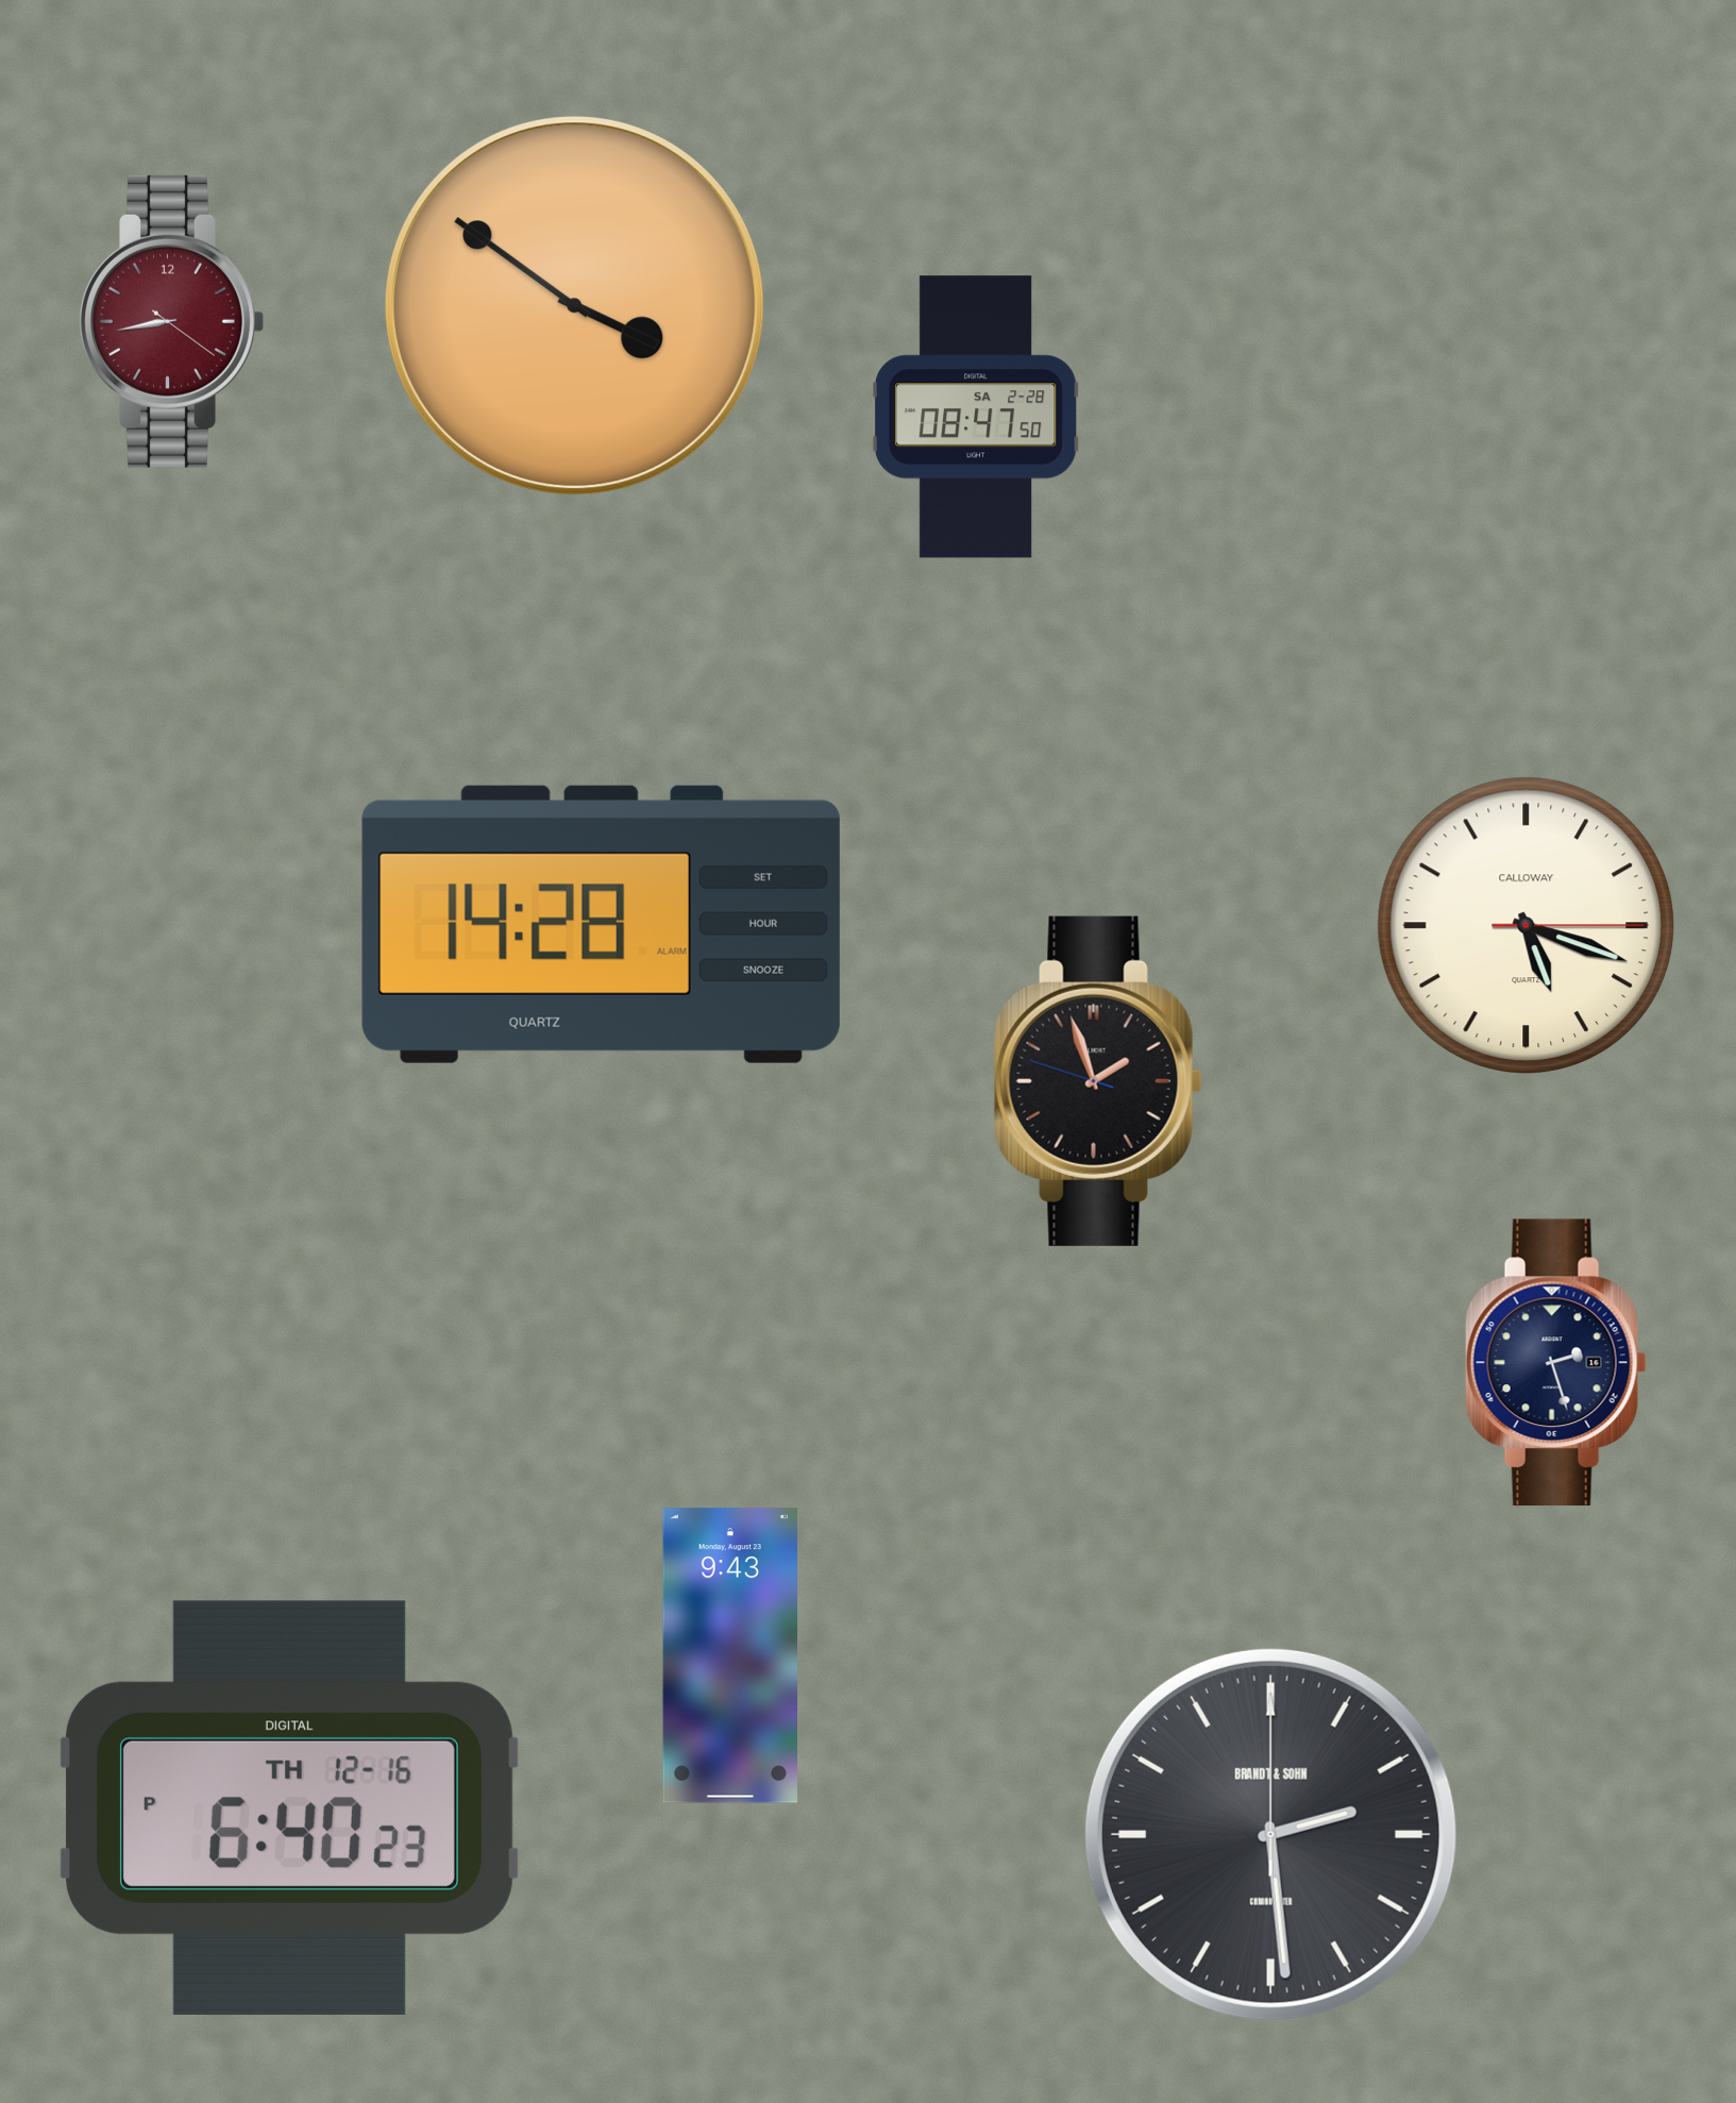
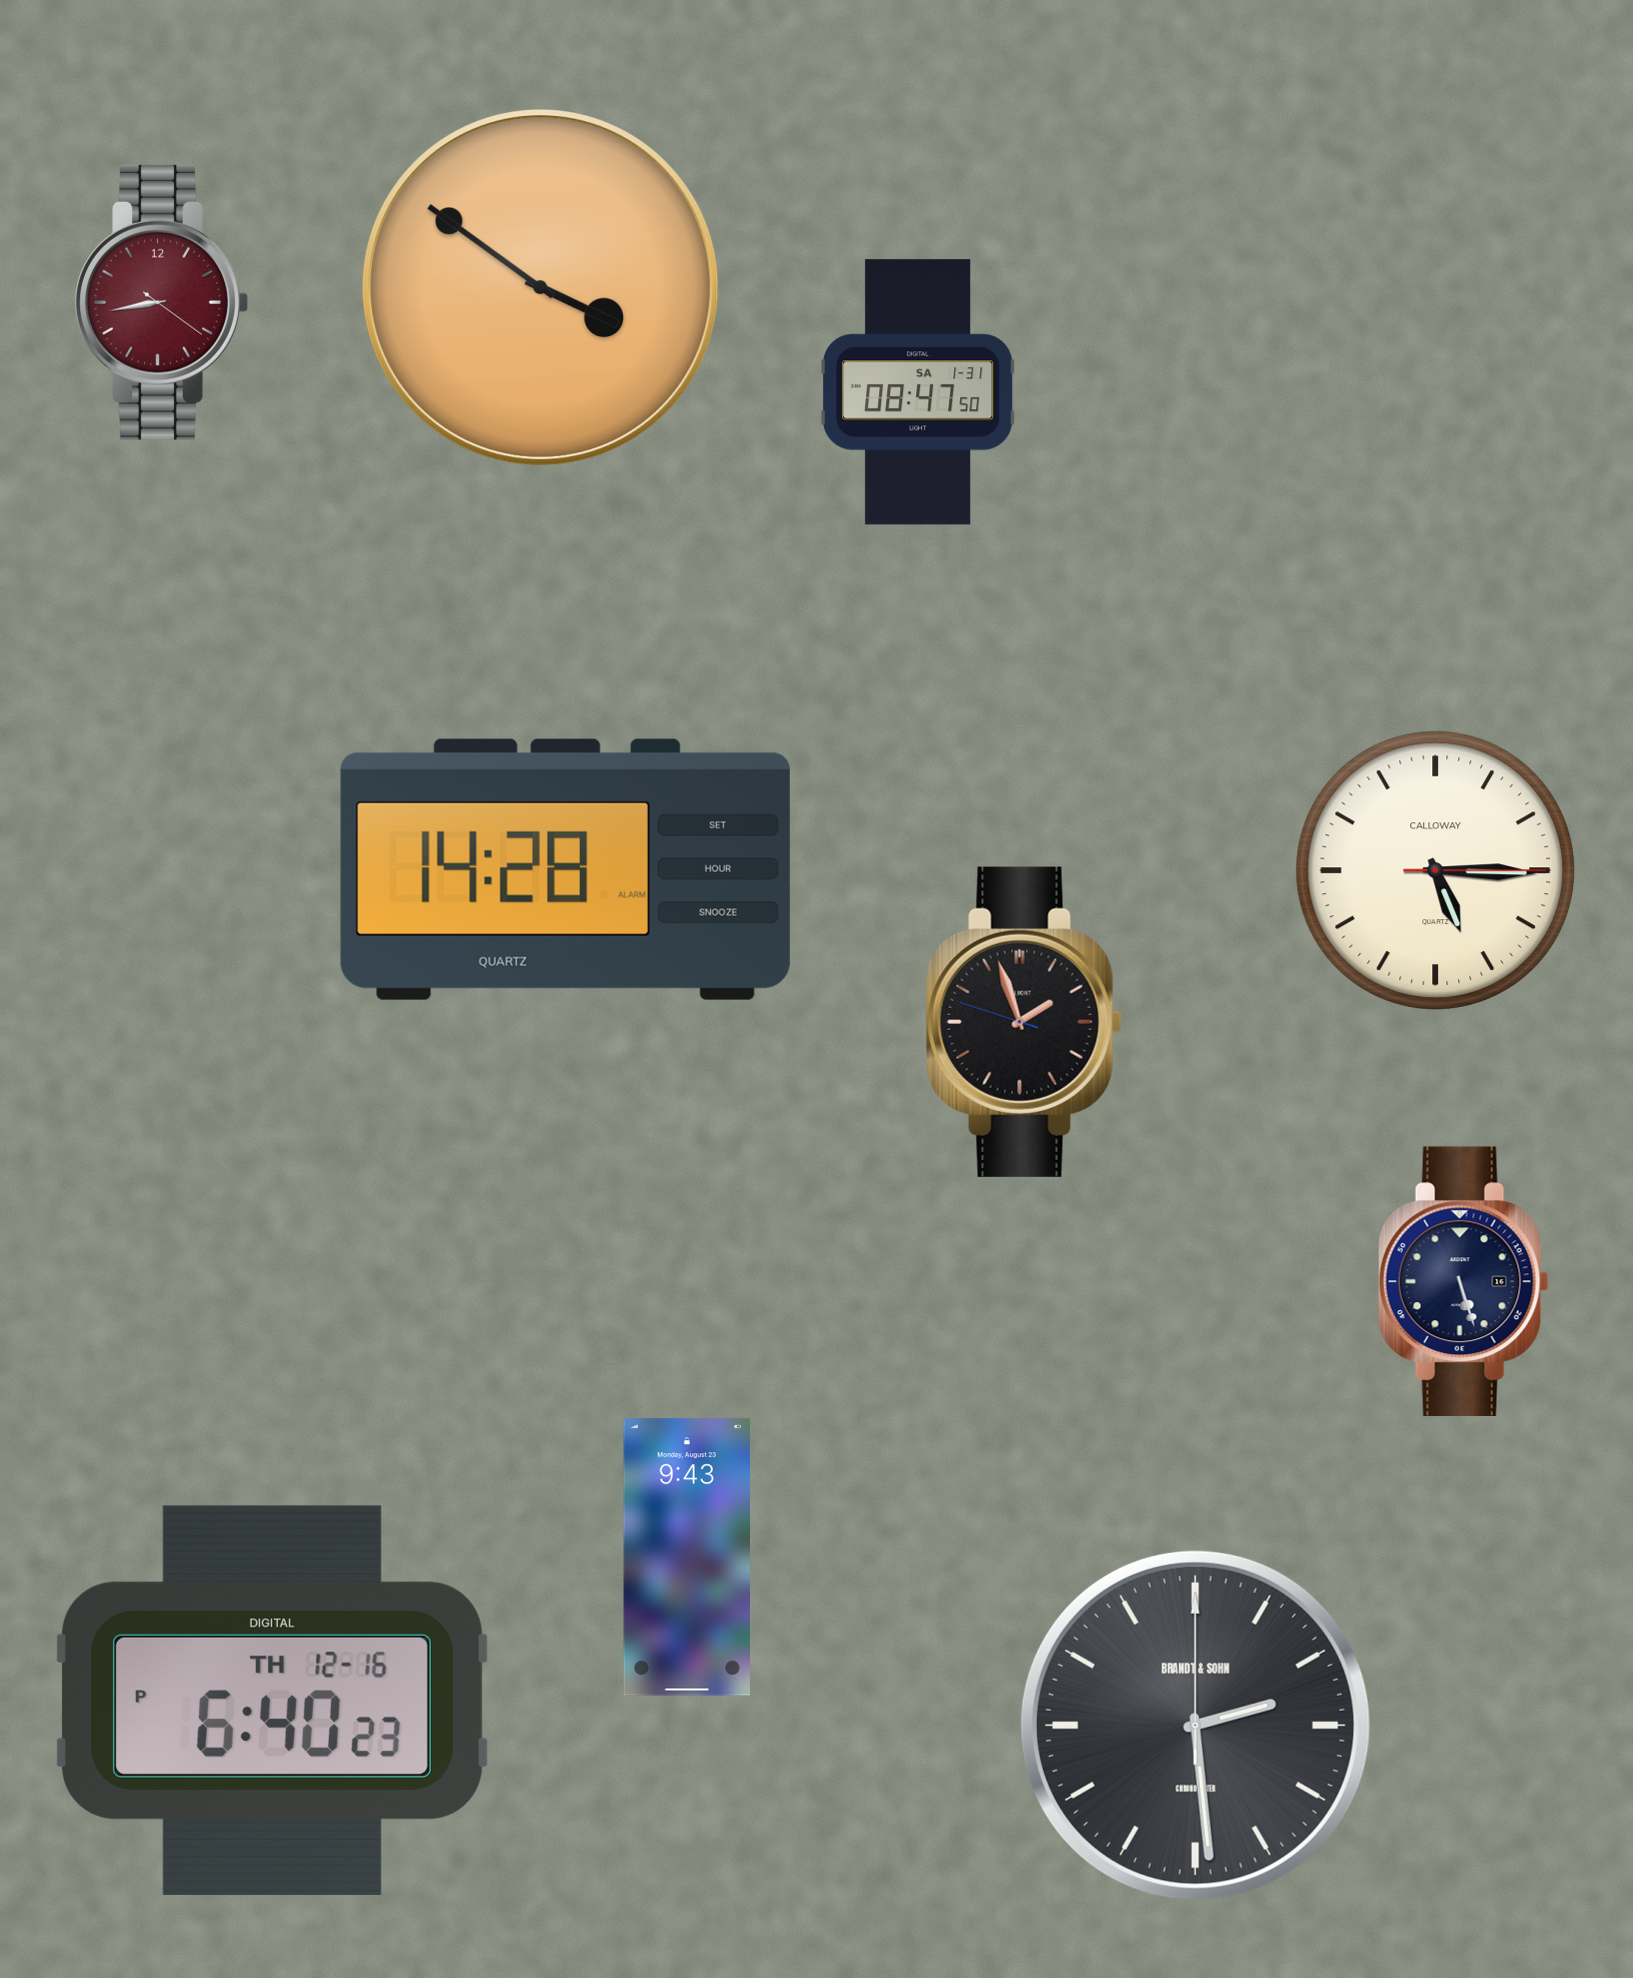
clock at (977, 417) date: SA 2-28 -> SA 1-31
clock at (1526, 925): 5:18 -> 5:15
clock at (1098, 1081) position: (1098, 1081) -> (1024, 1022)
clock at (1555, 1363): 2:27 -> 5:27
